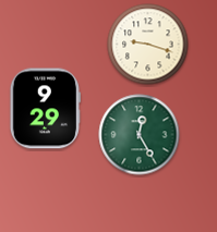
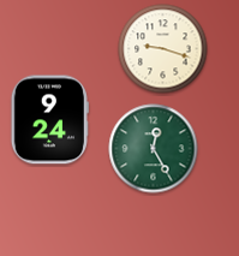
clock at (45, 109): 9:29 -> 9:24
